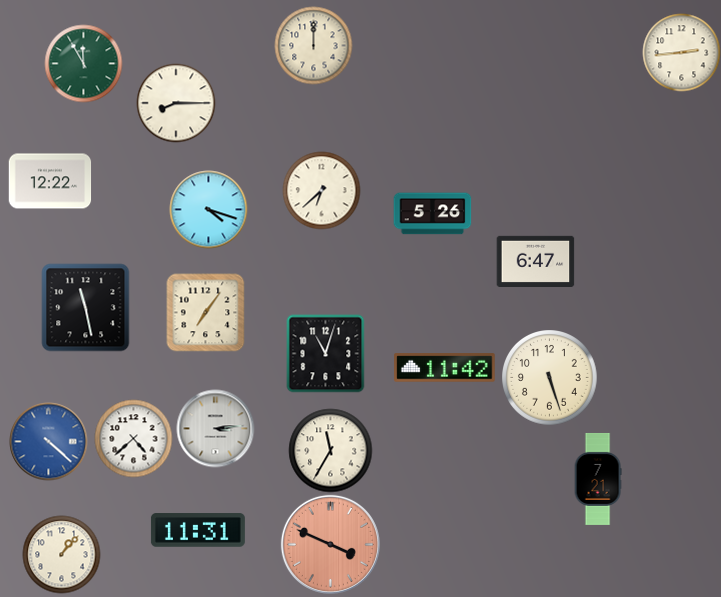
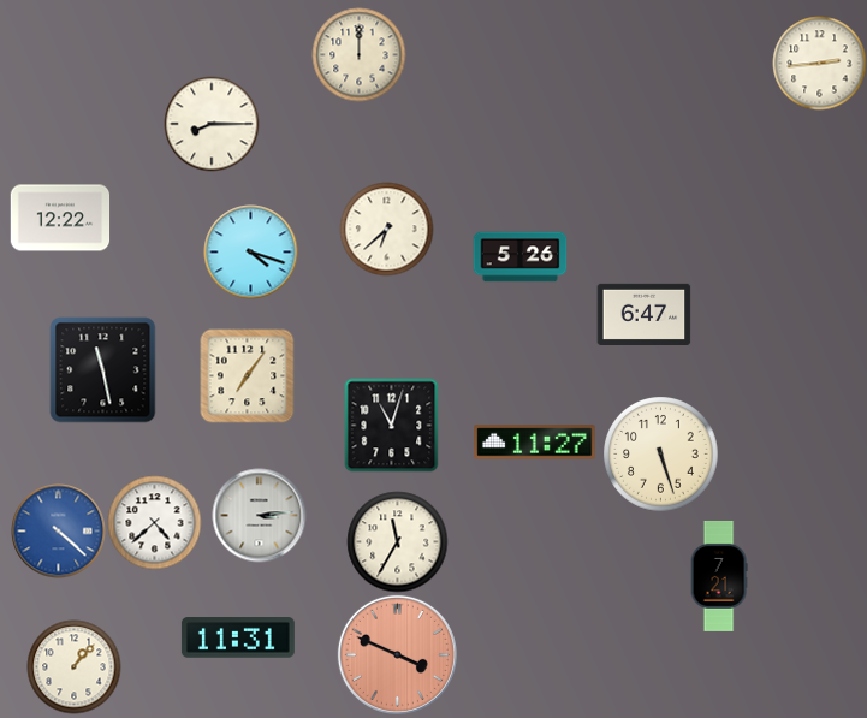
clock at (313, 45) position: (313, 45) -> (358, 54)
clock at (83, 63): 11:55 -> none
clock at (445, 368): 11:42 -> 11:27
clock at (133, 438) position: (133, 438) -> (154, 522)
